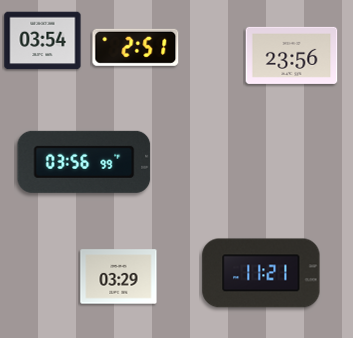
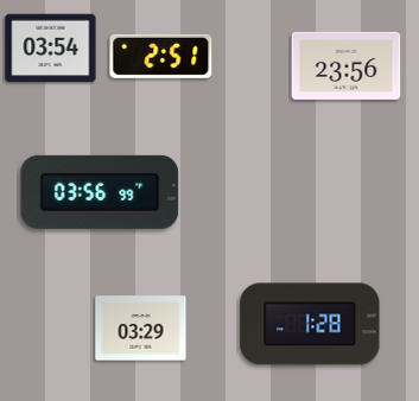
clock at (261, 273): 11:21 -> 1:28
